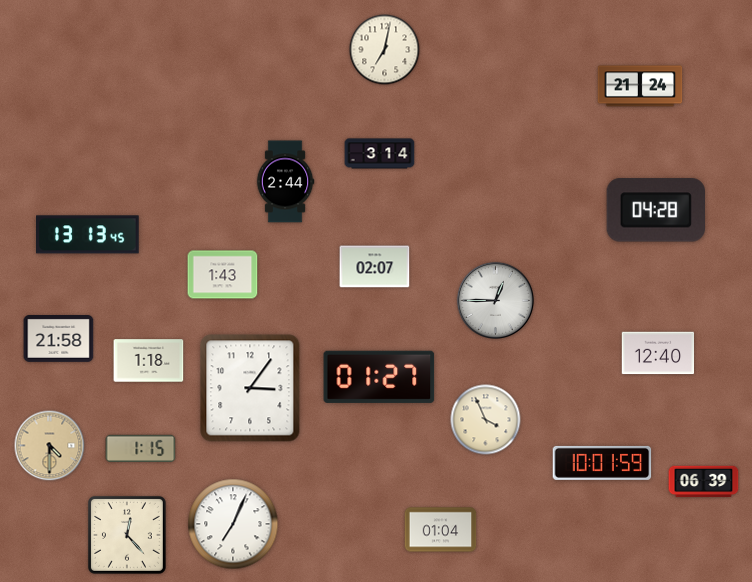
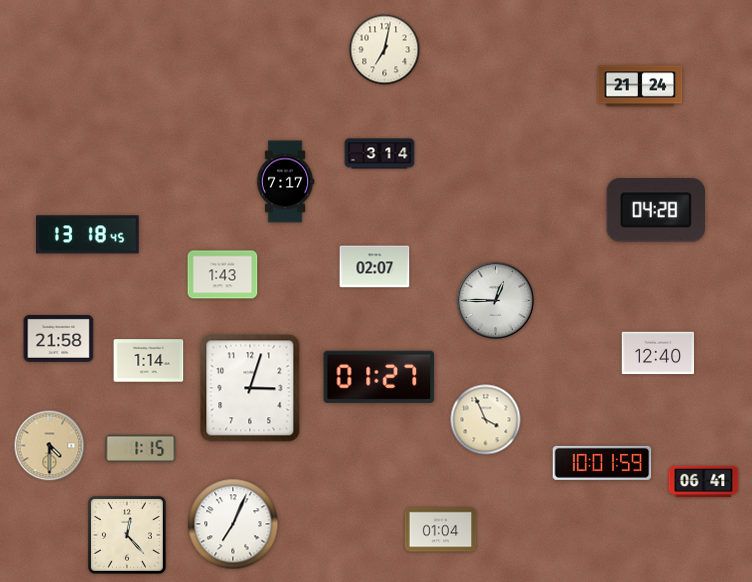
clock at (285, 182): 2:44 -> 7:17
clock at (88, 235): 13:13 -> 13:18
clock at (149, 361): 1:18 -> 1:14
clock at (250, 388): 3:06 -> 3:03
clock at (704, 482): 06:39 -> 06:41
